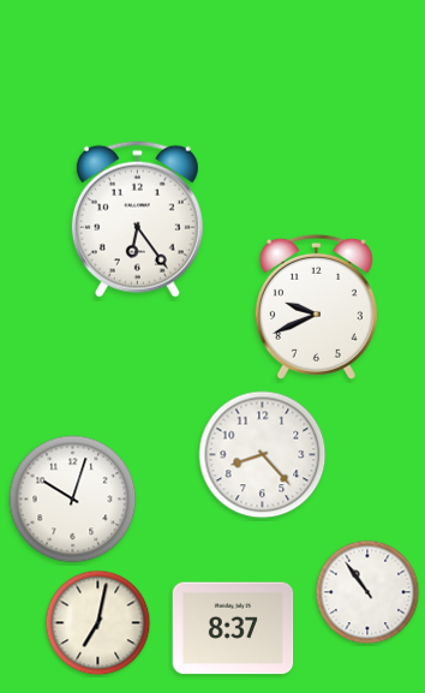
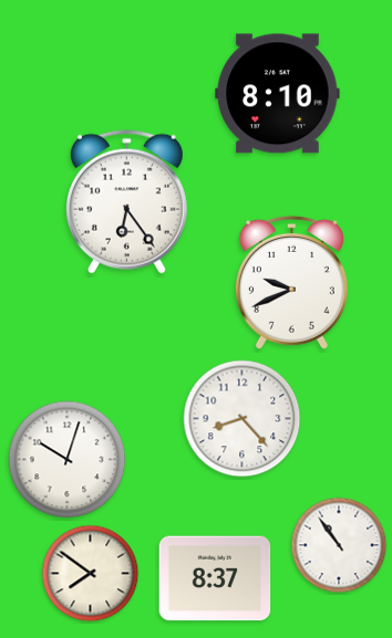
clock at (278, 94): none -> 8:10
clock at (98, 623): 7:02 -> 7:51
